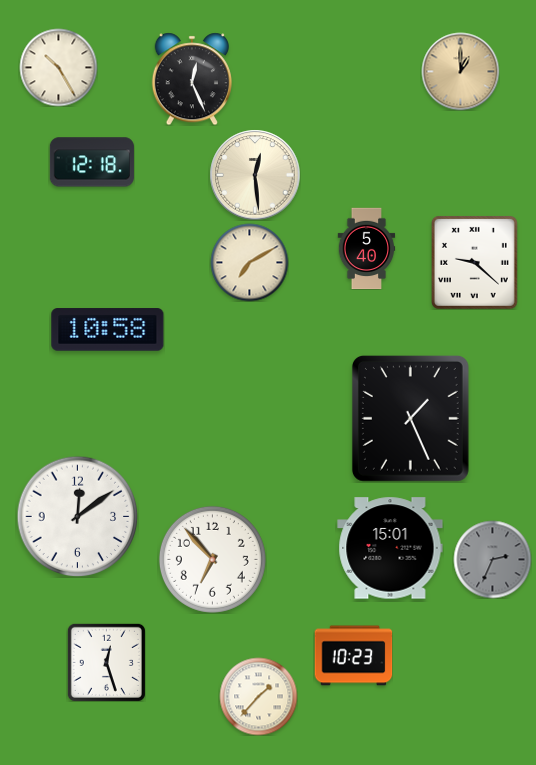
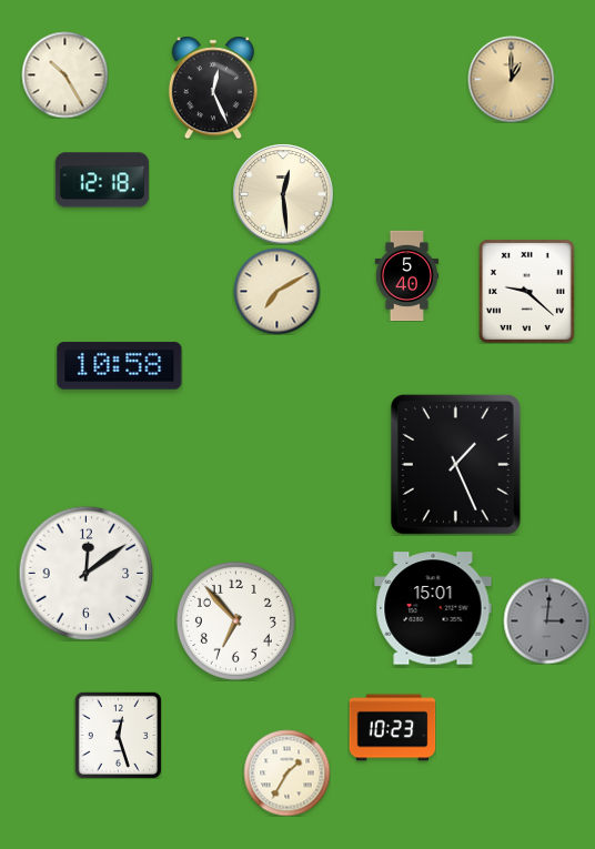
clock at (492, 559): 2:34 -> 3:01
clock at (258, 696): 1:37 -> 1:35
